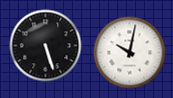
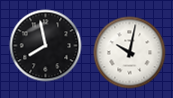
clock at (46, 46): 5:27 -> 7:58
